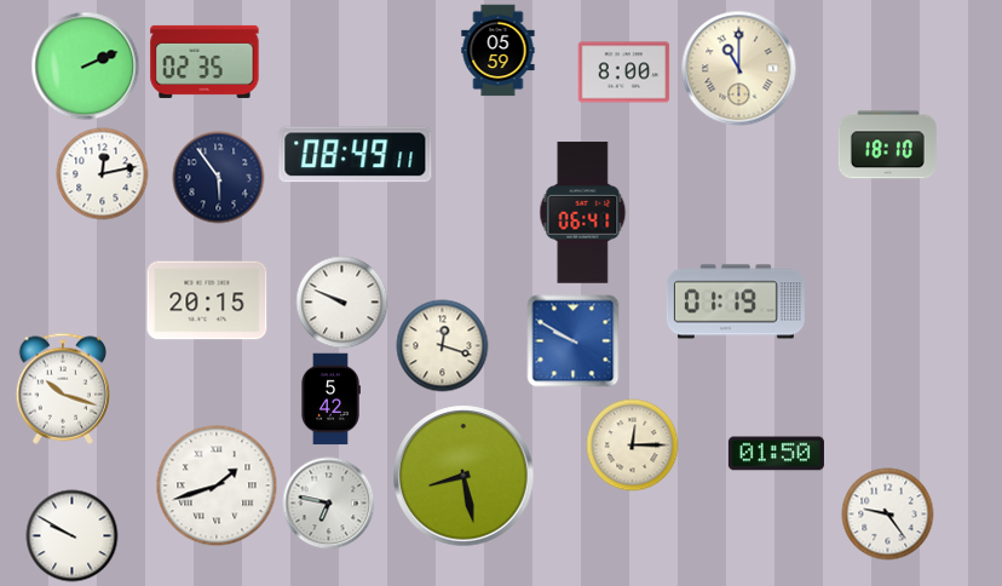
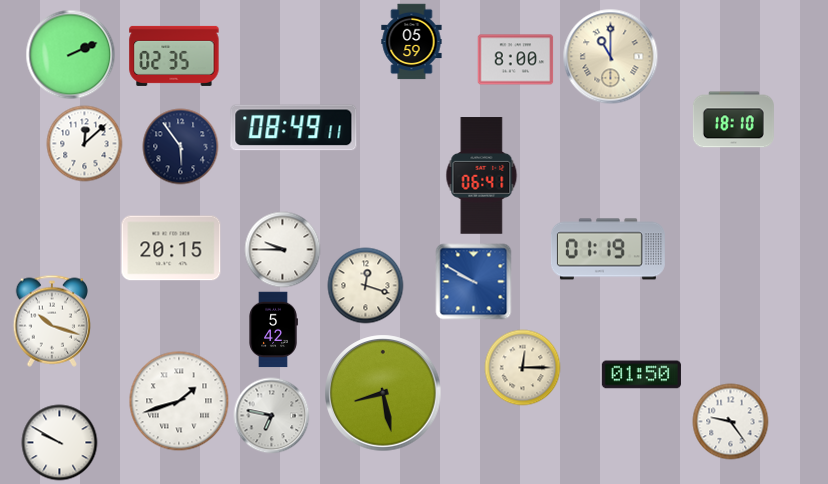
clock at (205, 62) position: (205, 62) -> (174, 56)
clock at (103, 174): 12:13 -> 12:08
clock at (342, 303): 9:49 -> 9:45
clock at (888, 515) position: (888, 515) -> (731, 422)
